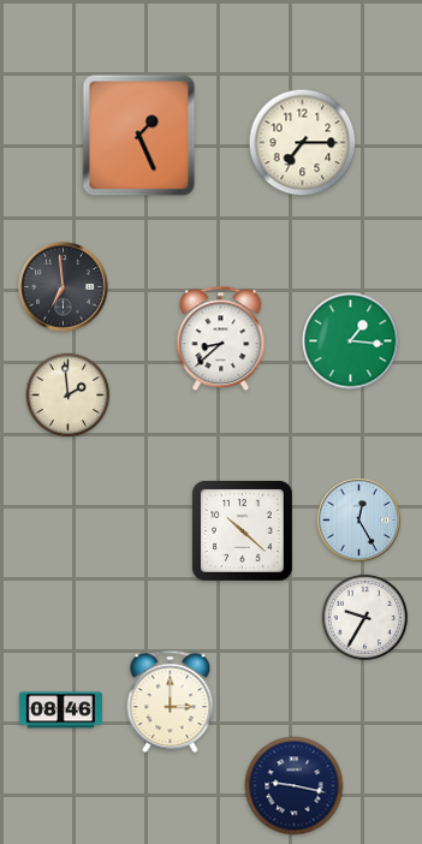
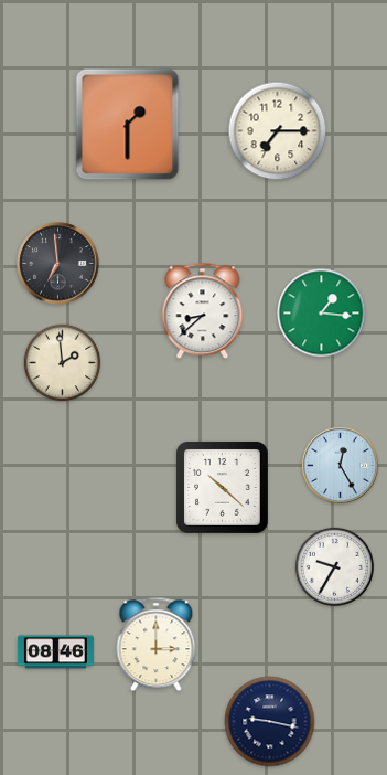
clock at (139, 136): 1:26 -> 1:30
clock at (358, 519) position: (358, 519) -> (340, 465)
